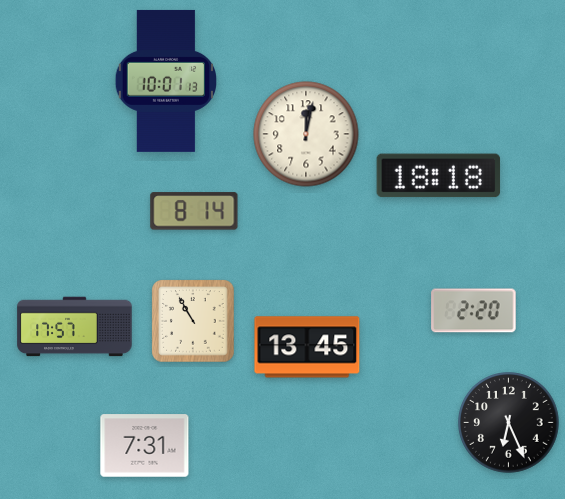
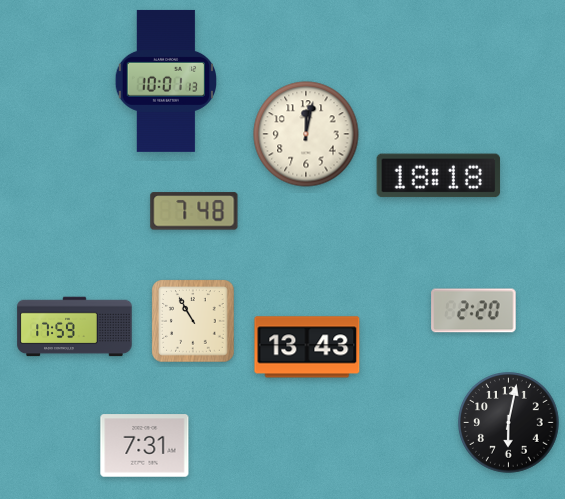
clock at (194, 211): 8:14 -> 7:48
clock at (75, 327): 17:57 -> 17:59
clock at (307, 347): 13:45 -> 13:43
clock at (509, 423): 6:26 -> 6:02
